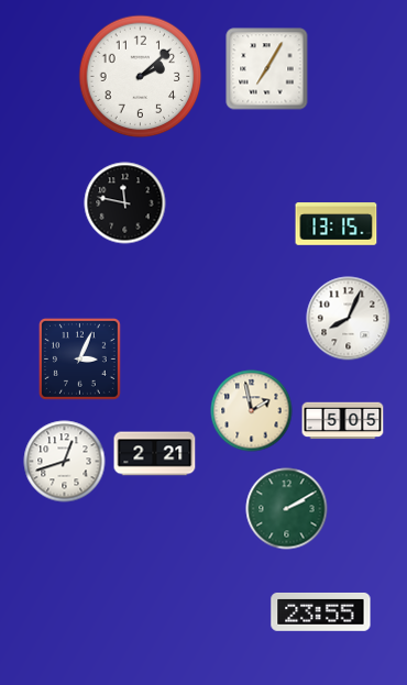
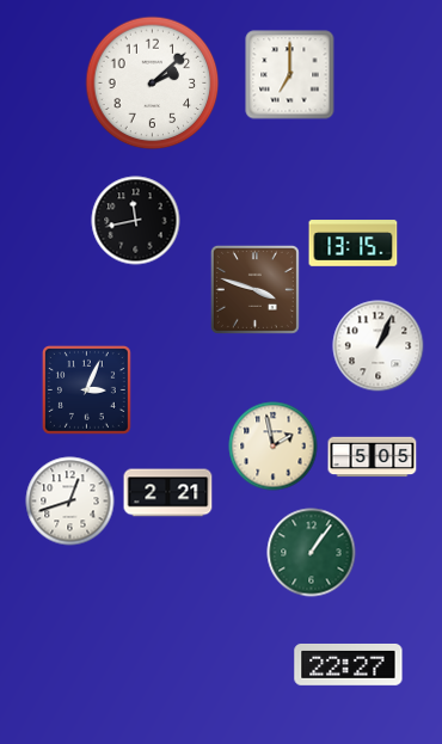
clock at (267, 69): 7:05 -> 7:00
clock at (125, 203): 11:47 -> 11:43
clock at (337, 224) position: (337, 224) -> (354, 244)
clock at (254, 289): none -> 3:48
clock at (349, 319): 8:04 -> 1:04
clock at (287, 509): 2:10 -> 1:06
clock at (321, 611): 23:55 -> 22:27
